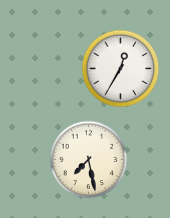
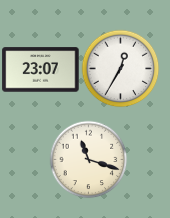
clock at (41, 70): none -> 23:07
clock at (88, 159): 7:28 -> 11:18
